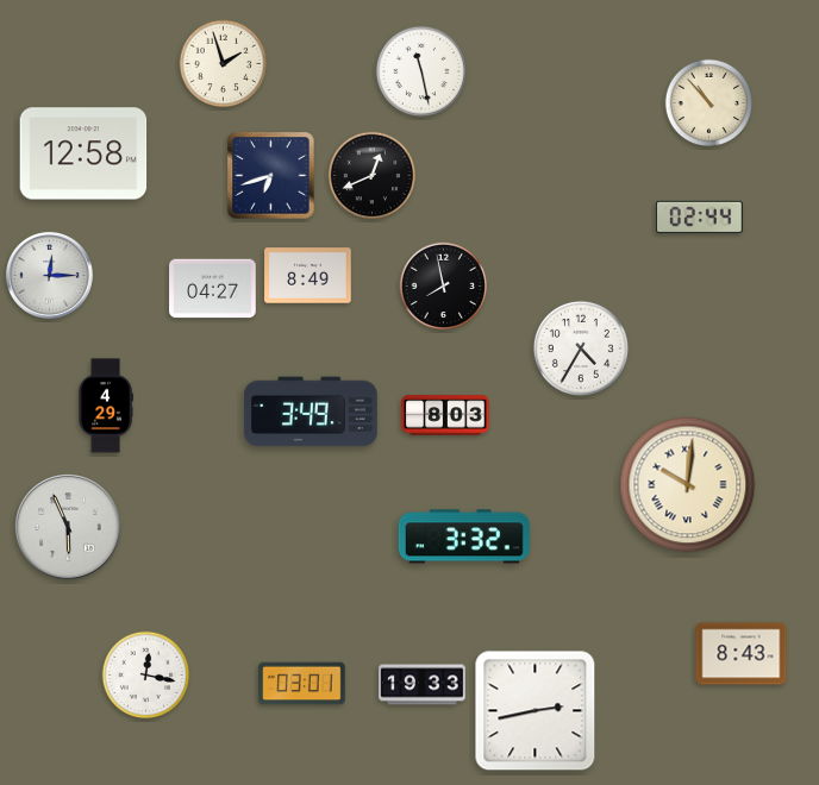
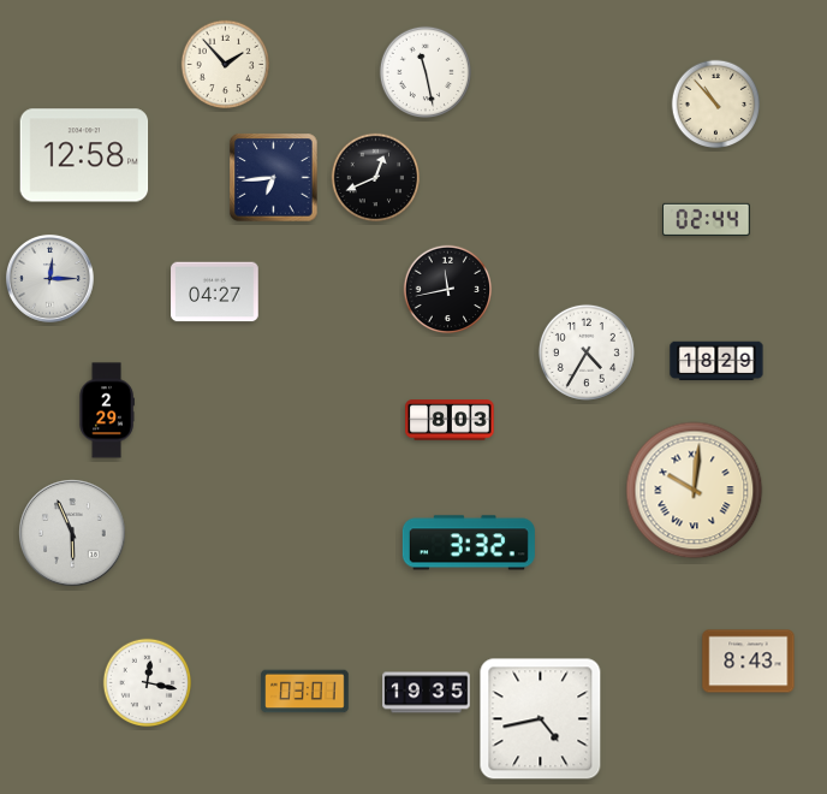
clock at (224, 64): 1:57 -> 1:53
clock at (271, 176): 6:42 -> 6:44
clock at (308, 276): 8:49 -> none
clock at (444, 287): 7:58 -> 11:43
clock at (716, 361): none -> 18:29
clock at (106, 406): 4:29 -> 2:29
clock at (311, 412): 3:49 -> none
clock at (68, 527) position: (68, 527) -> (72, 533)
clock at (423, 685): 19:33 -> 19:35
clock at (536, 711): 2:43 -> 4:43
